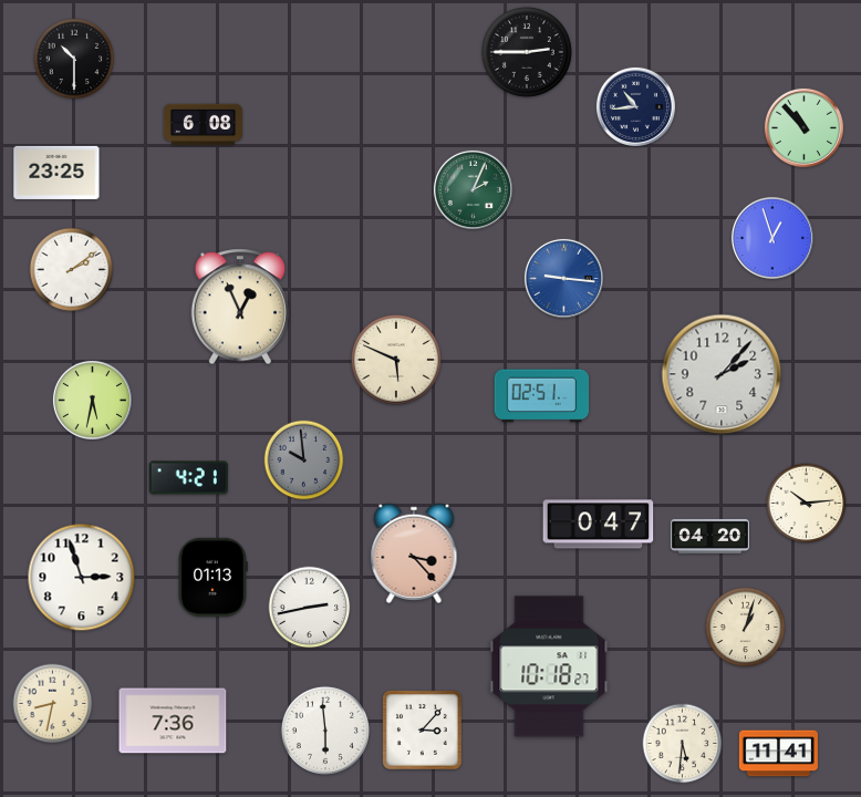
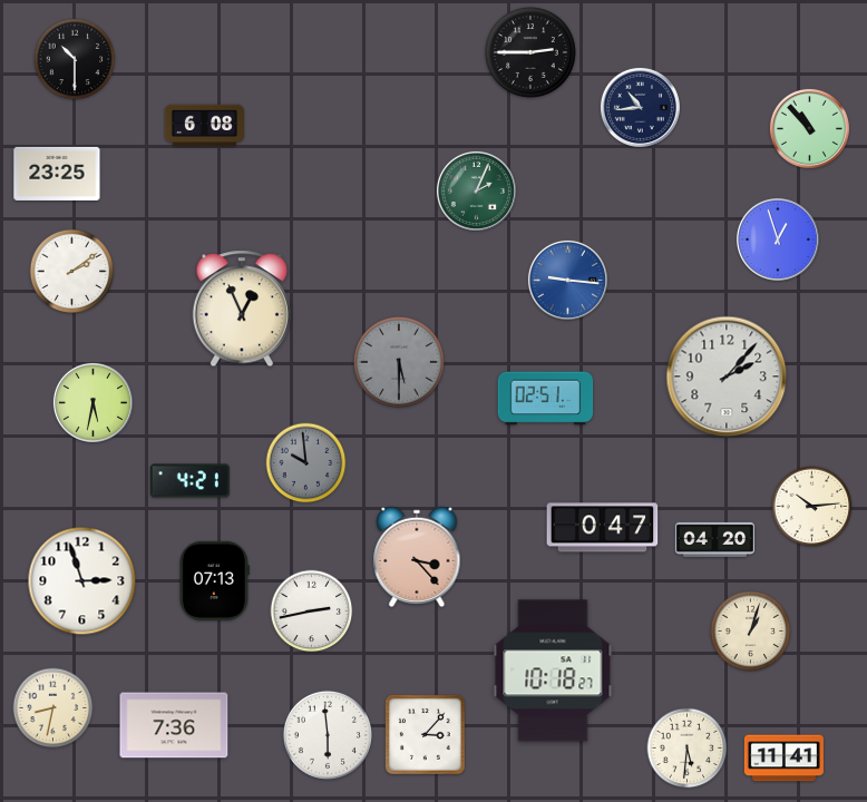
clock at (397, 361): 5:49 -> 5:30
clock at (397, 361) dial: cream -> grey
clock at (212, 577): 01:13 -> 07:13
